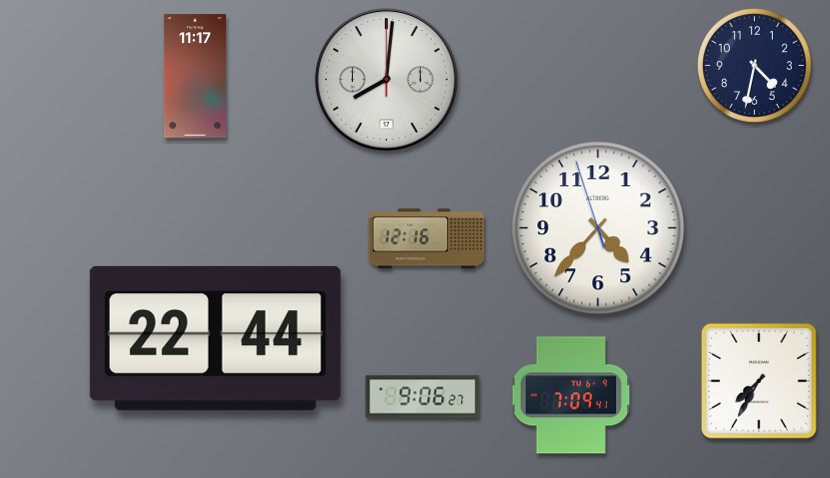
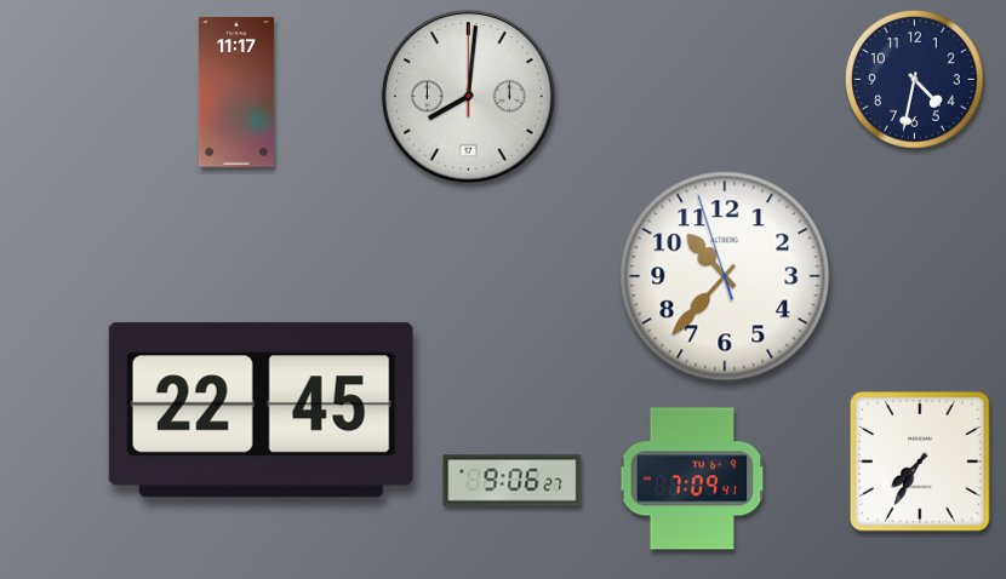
clock at (598, 228): 4:36 -> 10:36
clock at (427, 239): 12:16 -> none
clock at (215, 339): 22:44 -> 22:45
